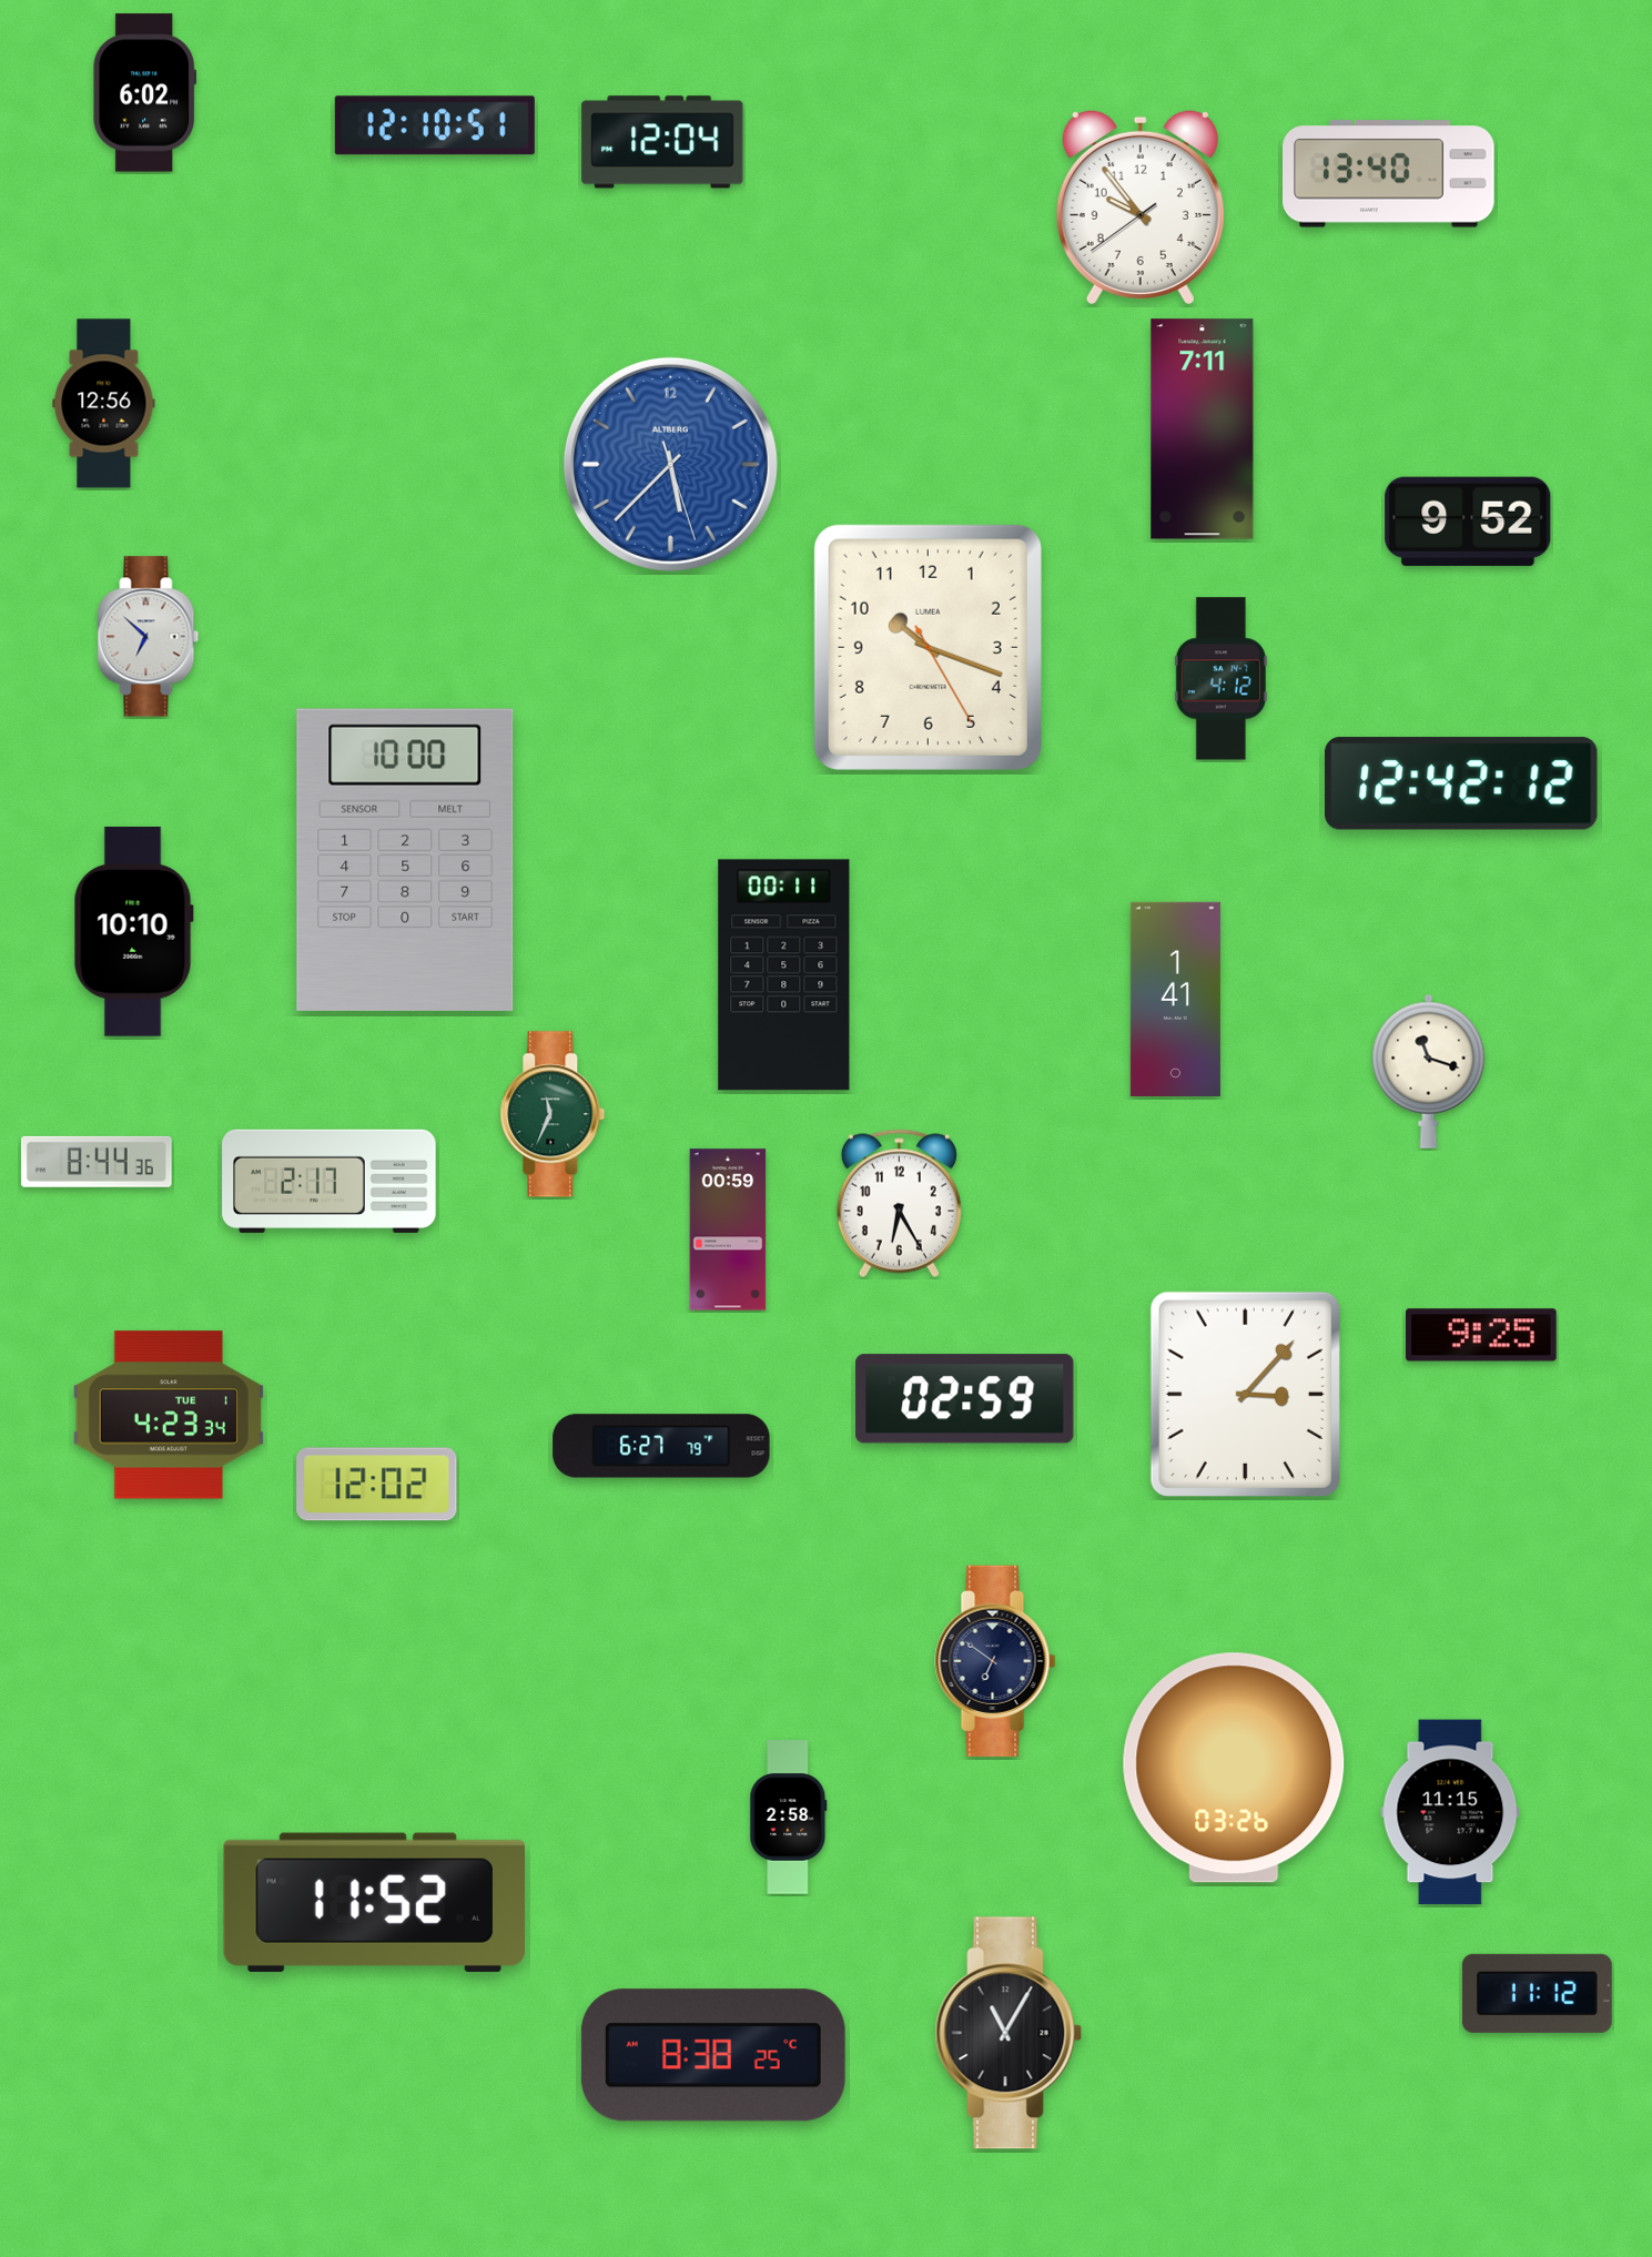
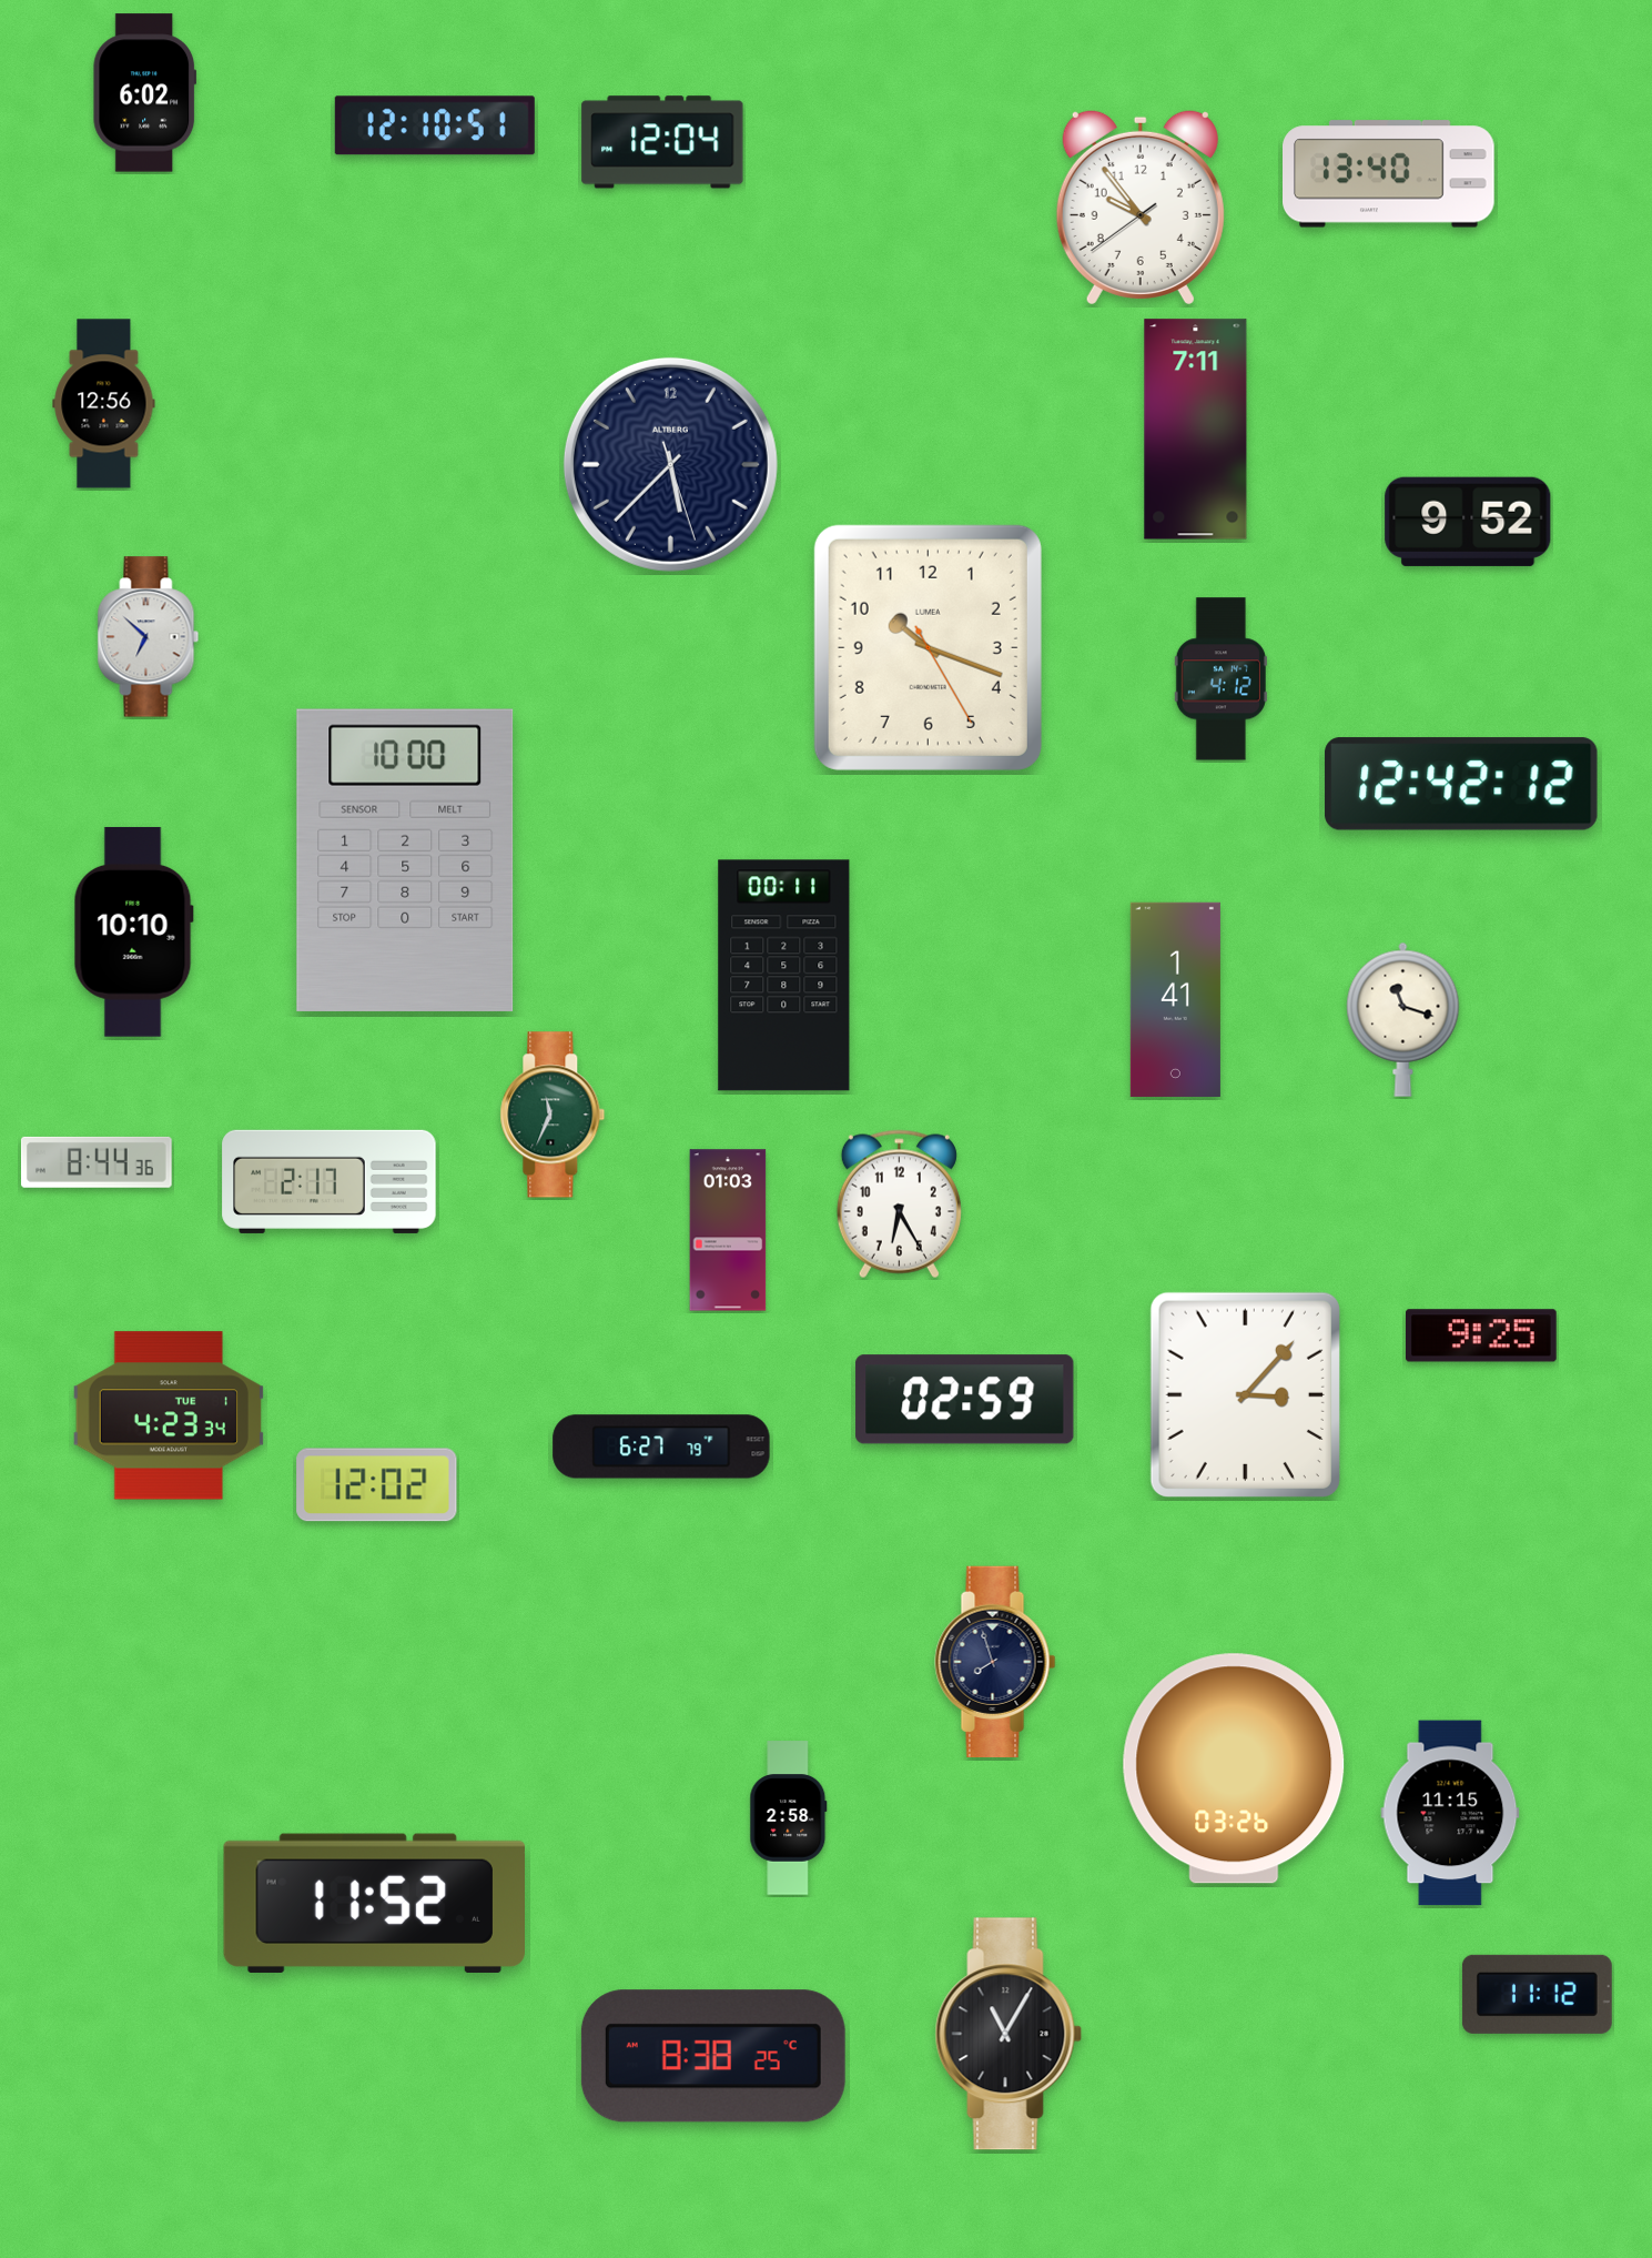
clock at (1203, 429) position: (1203, 429) -> (1196, 430)
clock at (670, 464) dial: blue -> navy
clock at (1429, 1071) position: (1429, 1071) -> (1403, 1019)
clock at (728, 1229): 00:59 -> 01:03
clock at (995, 1660): 6:51 -> 7:57
